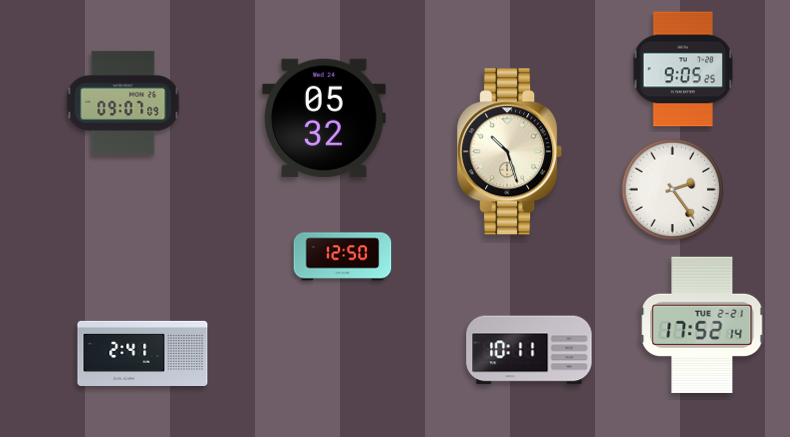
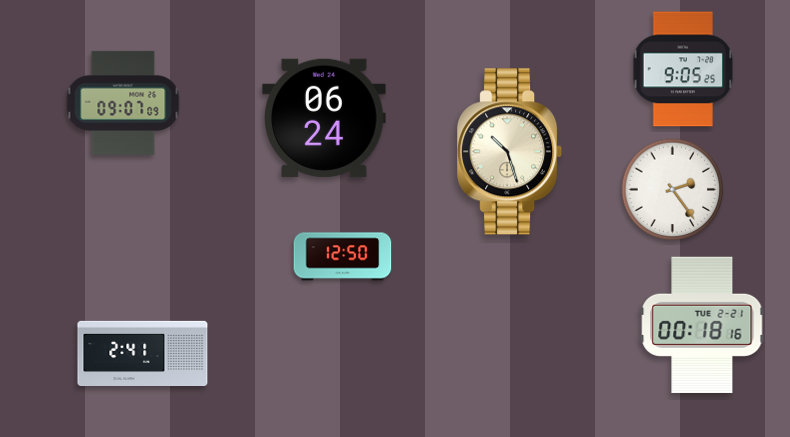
clock at (325, 118): 05:32 -> 06:24
clock at (702, 324): 17:52 -> 00:18
clock at (529, 350): 10:11 -> none
